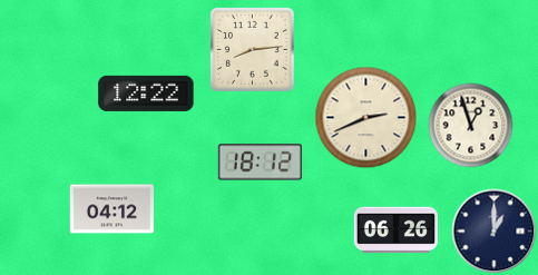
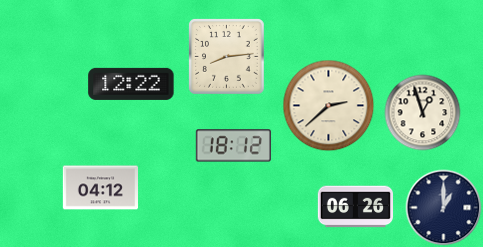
clock at (253, 50) position: (253, 50) -> (227, 57)
clock at (366, 118): 2:41 -> 2:38
